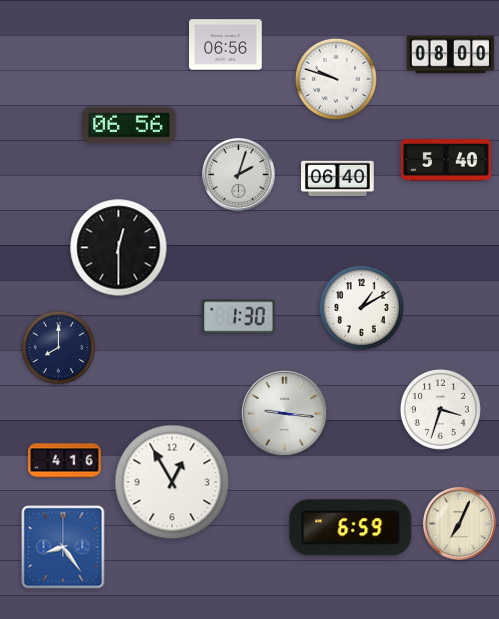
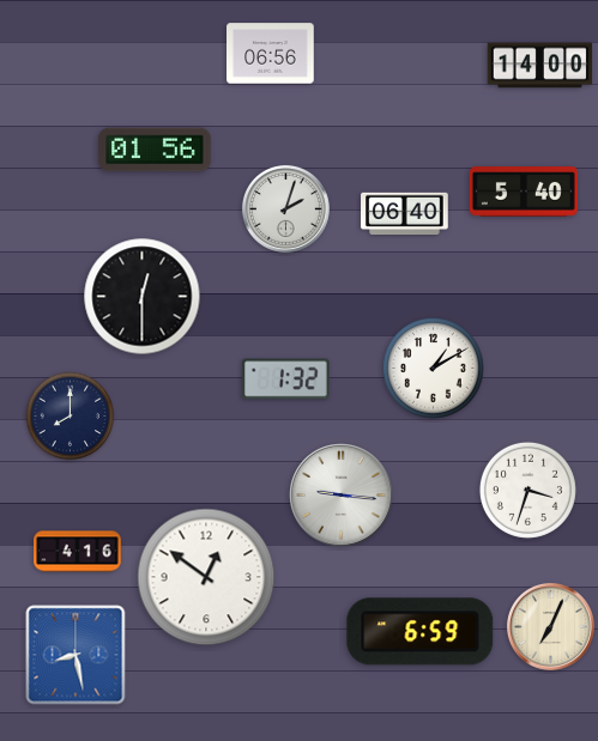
clock at (451, 55): 08:00 -> 14:00
clock at (336, 79): 9:48 -> none
clock at (129, 125): 06:56 -> 01:56
clock at (446, 160) position: (446, 160) -> (524, 192)
clock at (239, 317): 1:30 -> 1:32
clock at (172, 482): 12:55 -> 12:51
clock at (63, 547): 8:24 -> 8:28
